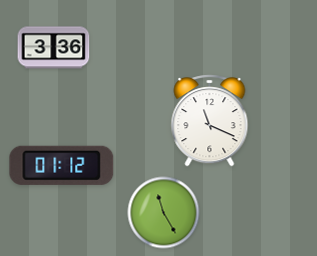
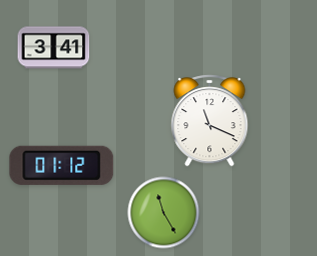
clock at (54, 48): 3:36 -> 3:41
